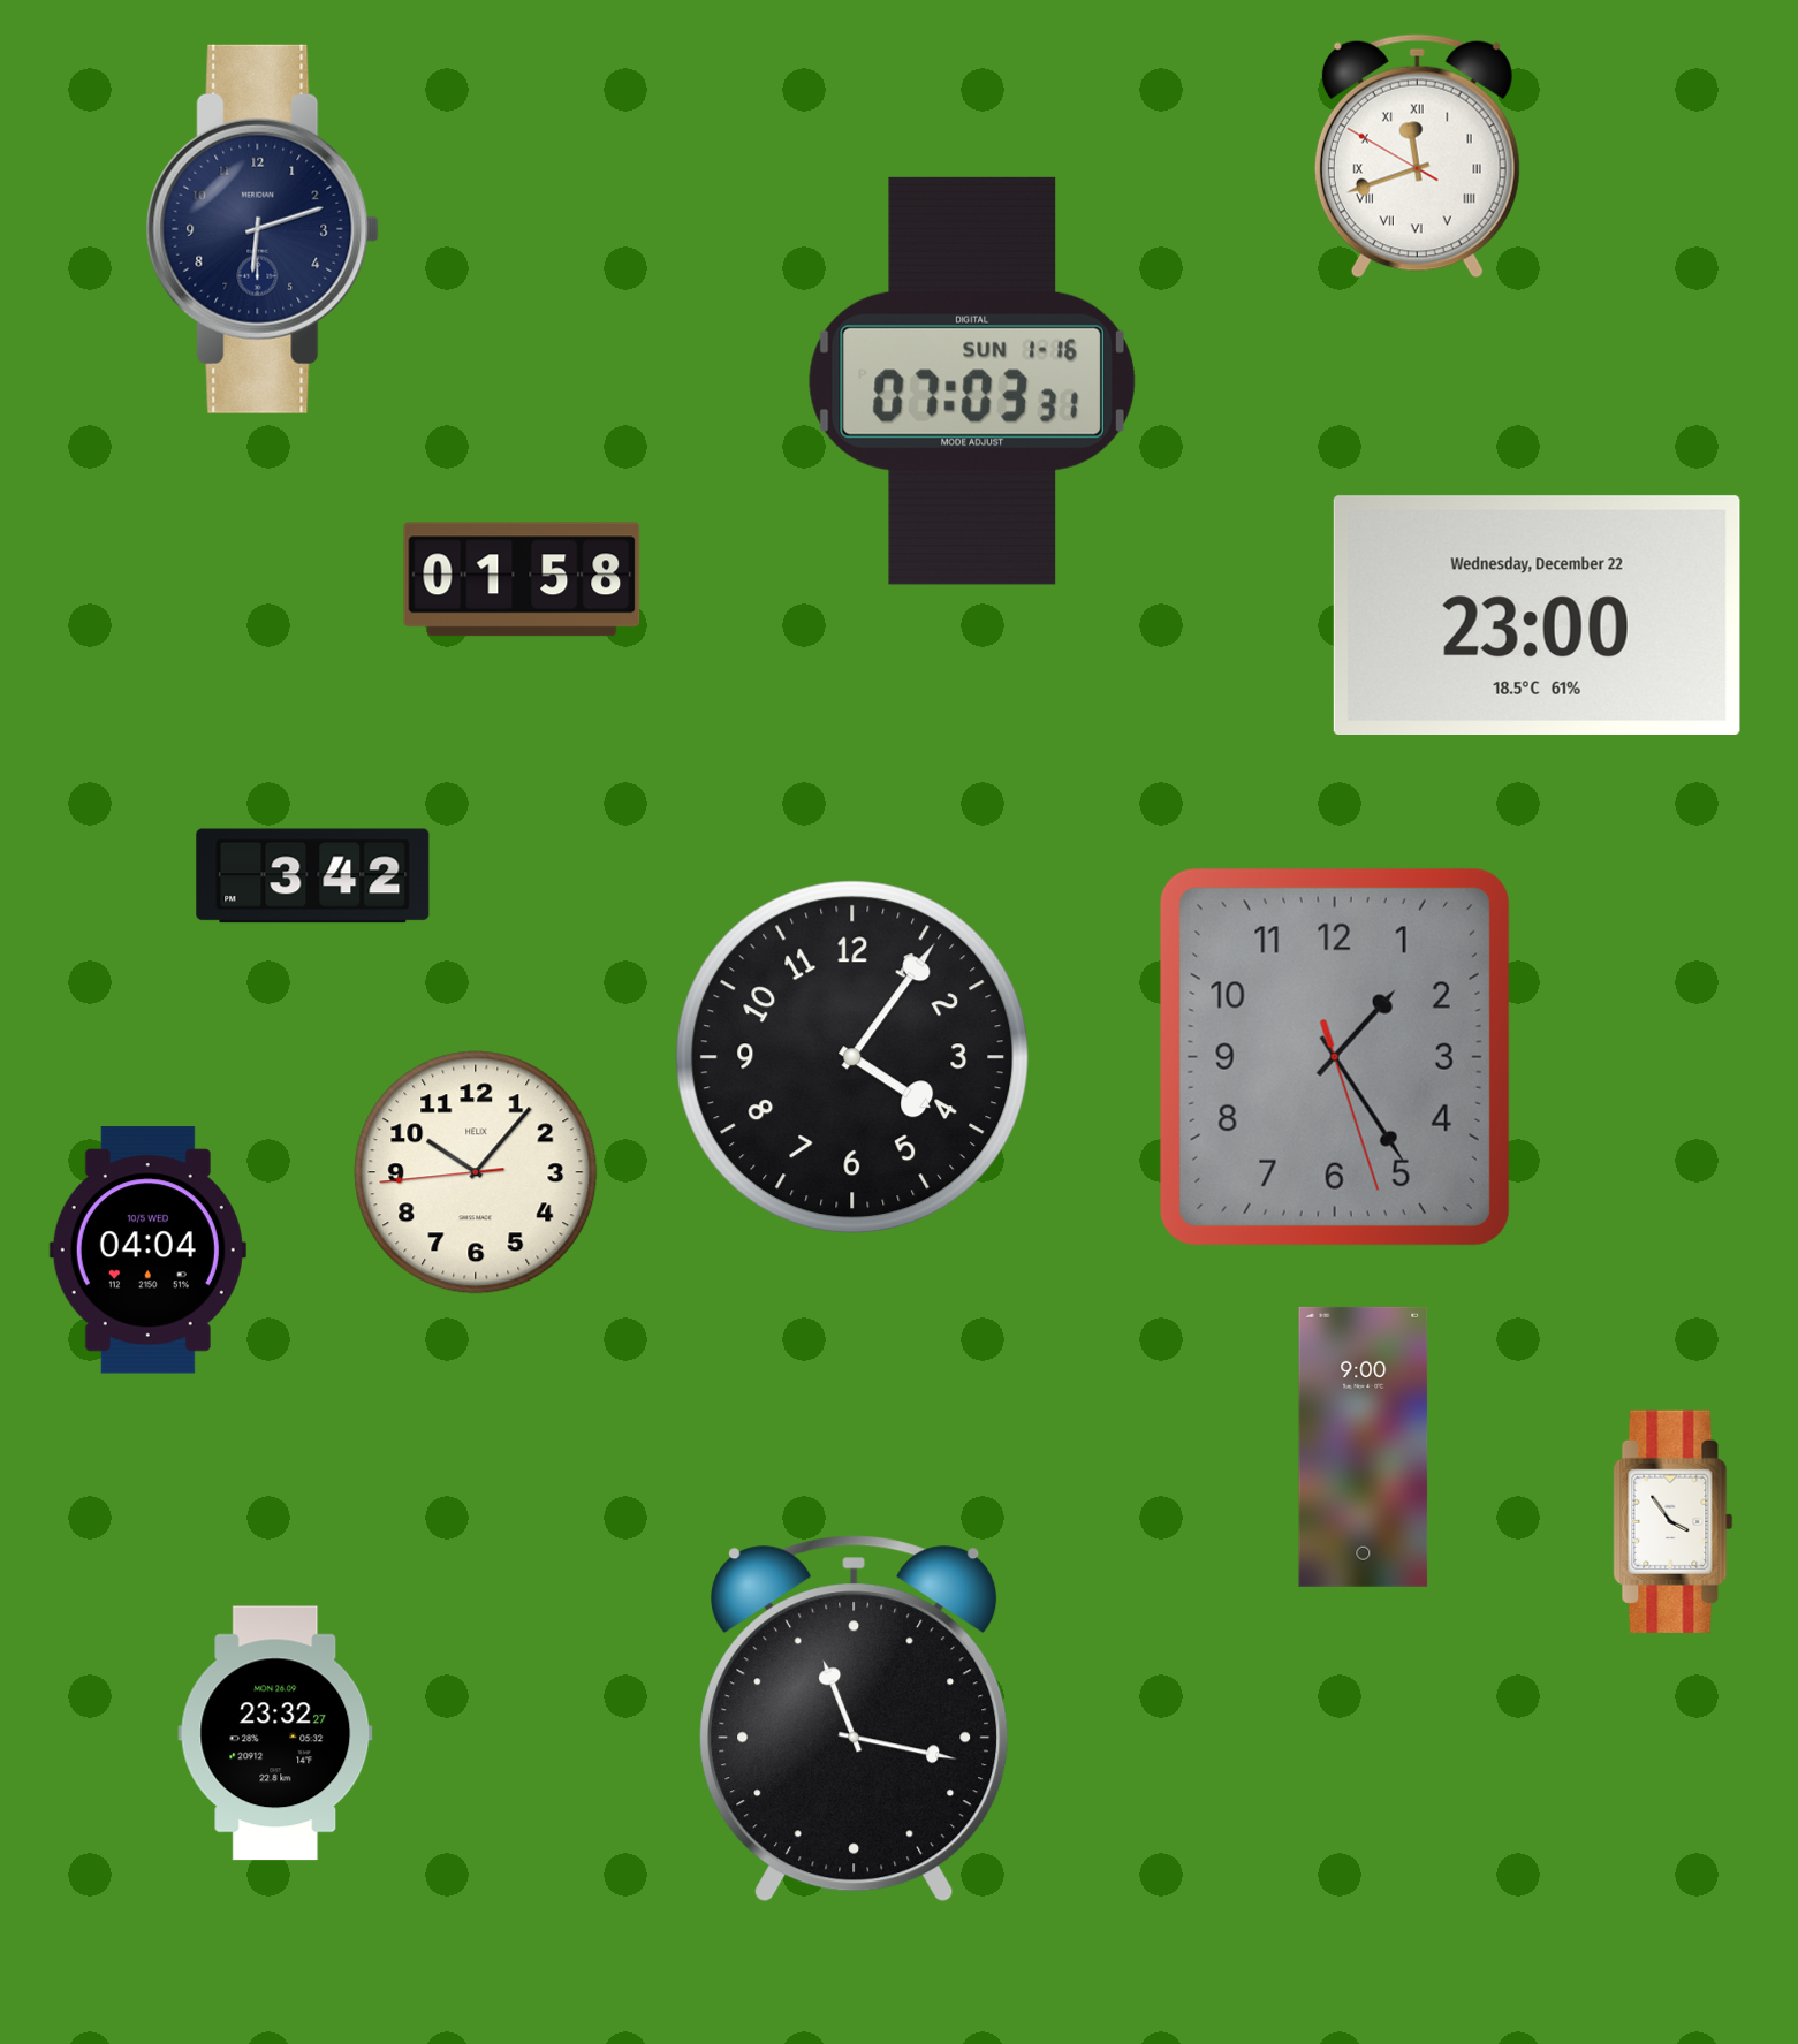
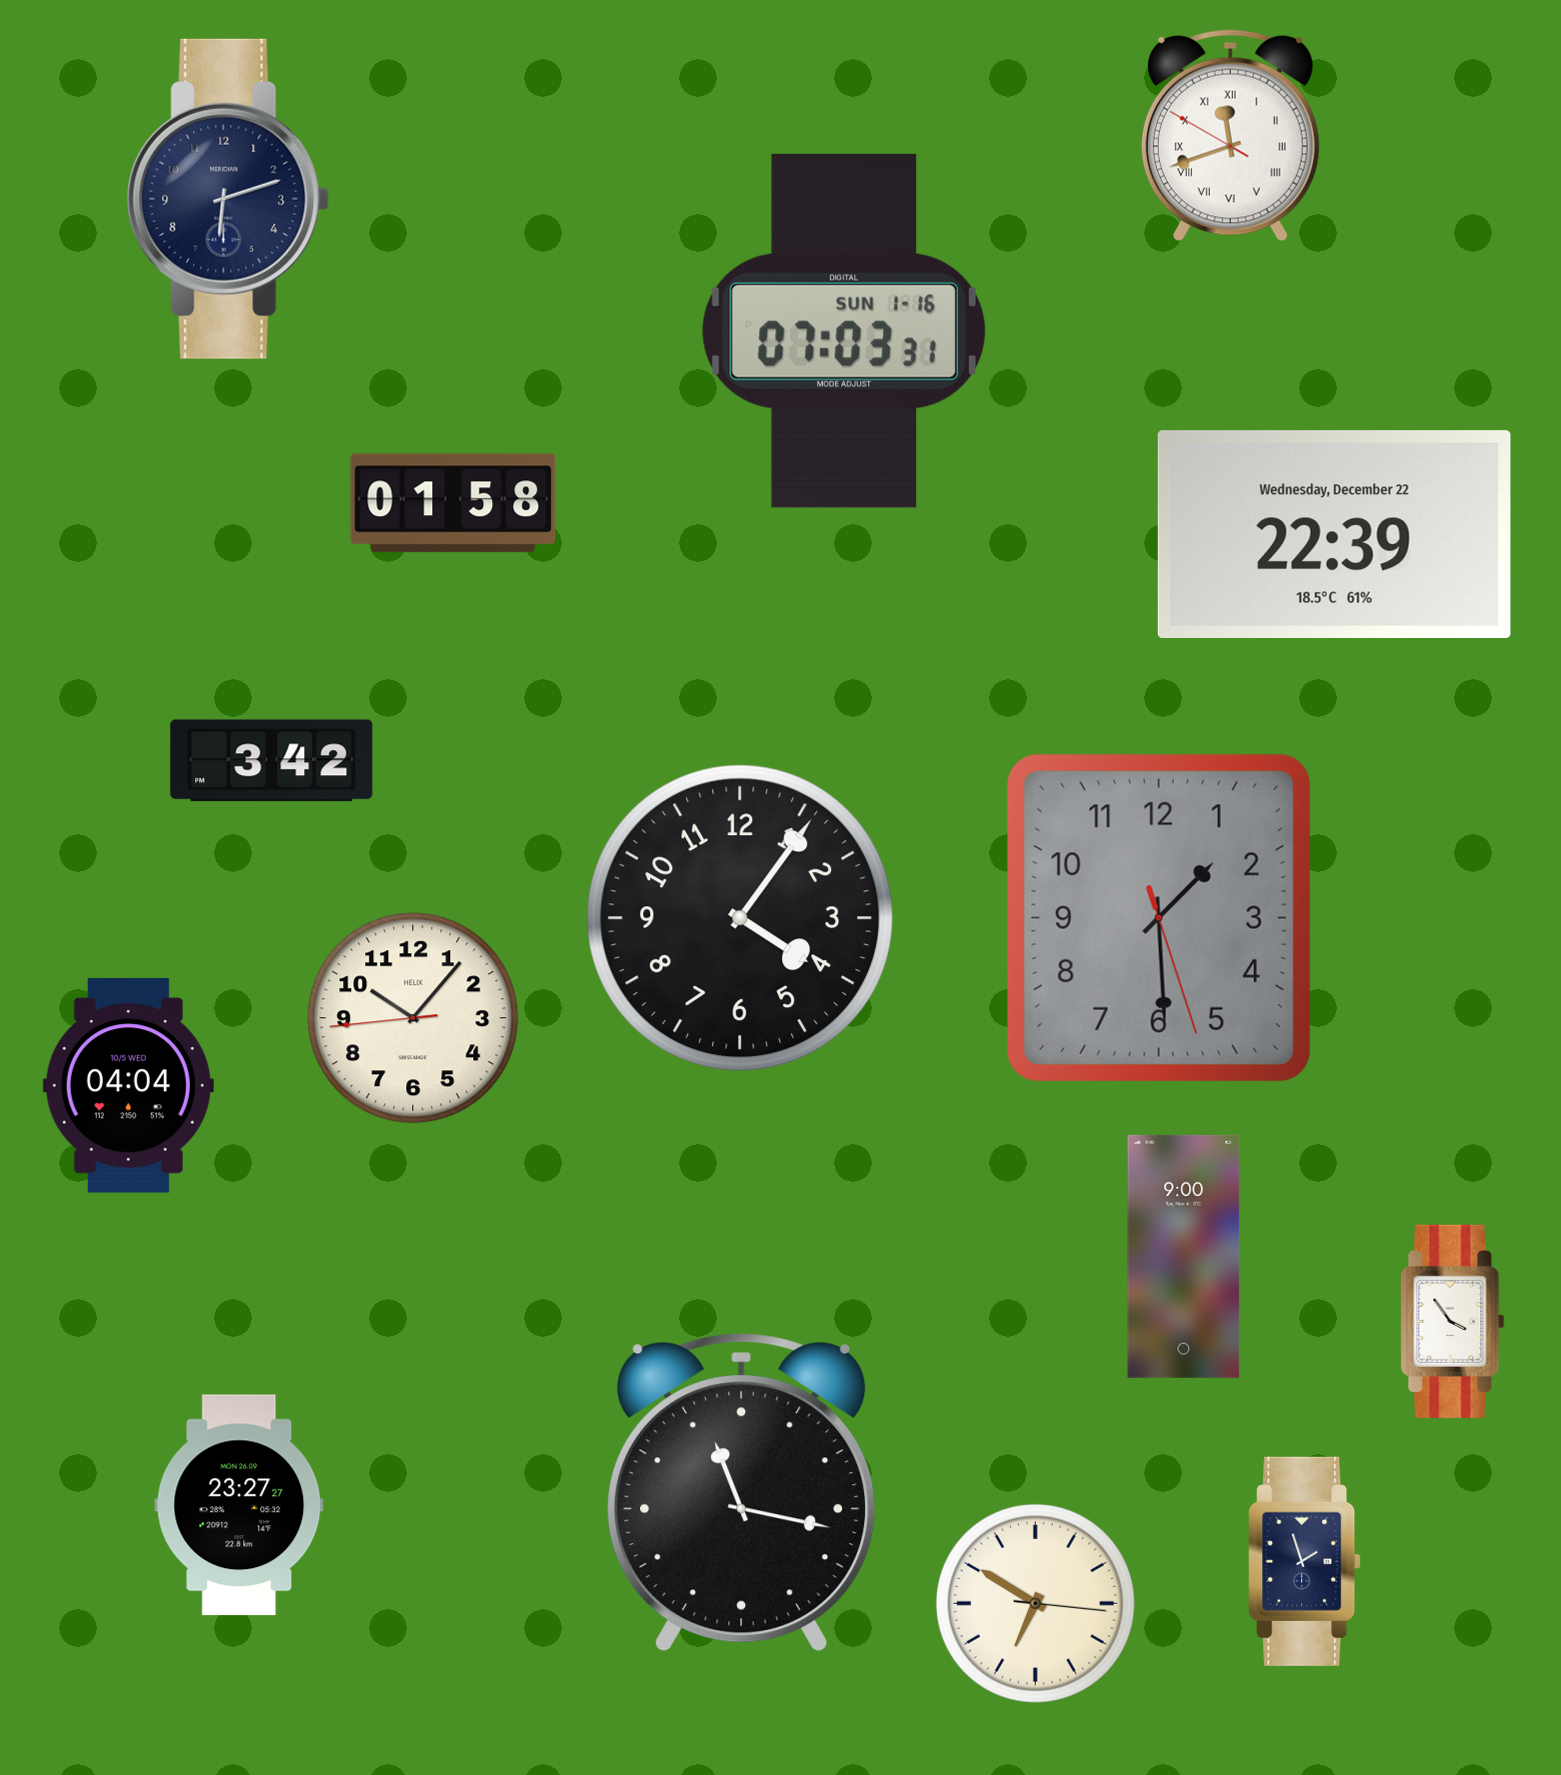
clock at (1537, 615): 23:00 -> 22:39
clock at (1335, 1057): 1:24 -> 1:29
clock at (275, 1733): 23:32 -> 23:27
clock at (1305, 1561): none -> 1:57
clock at (1035, 1603): none -> 6:50
